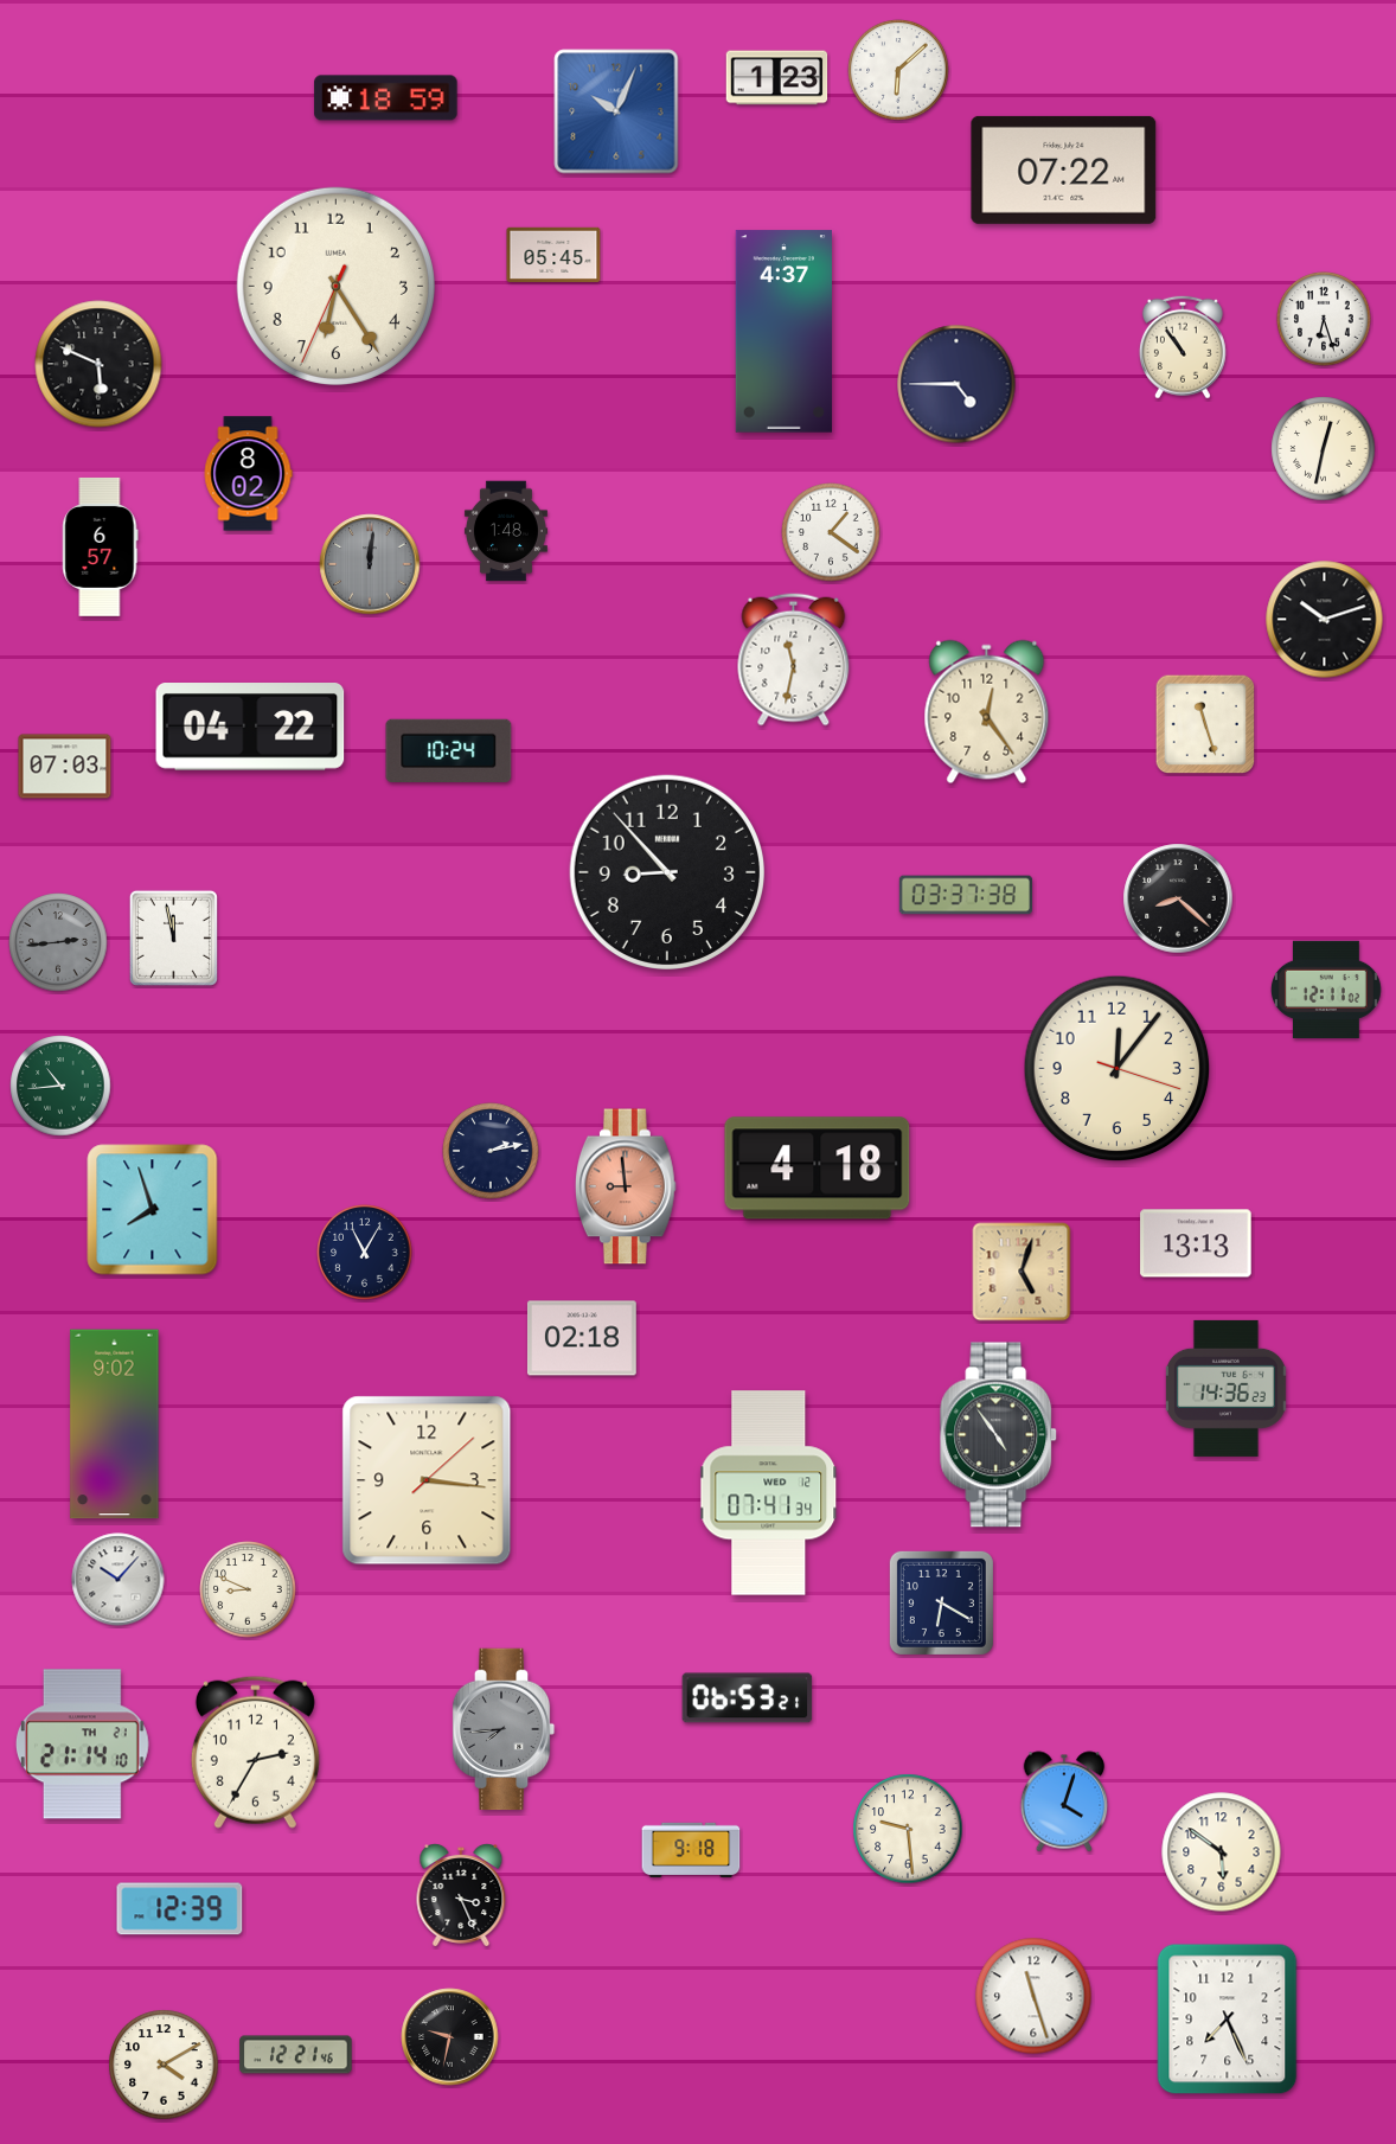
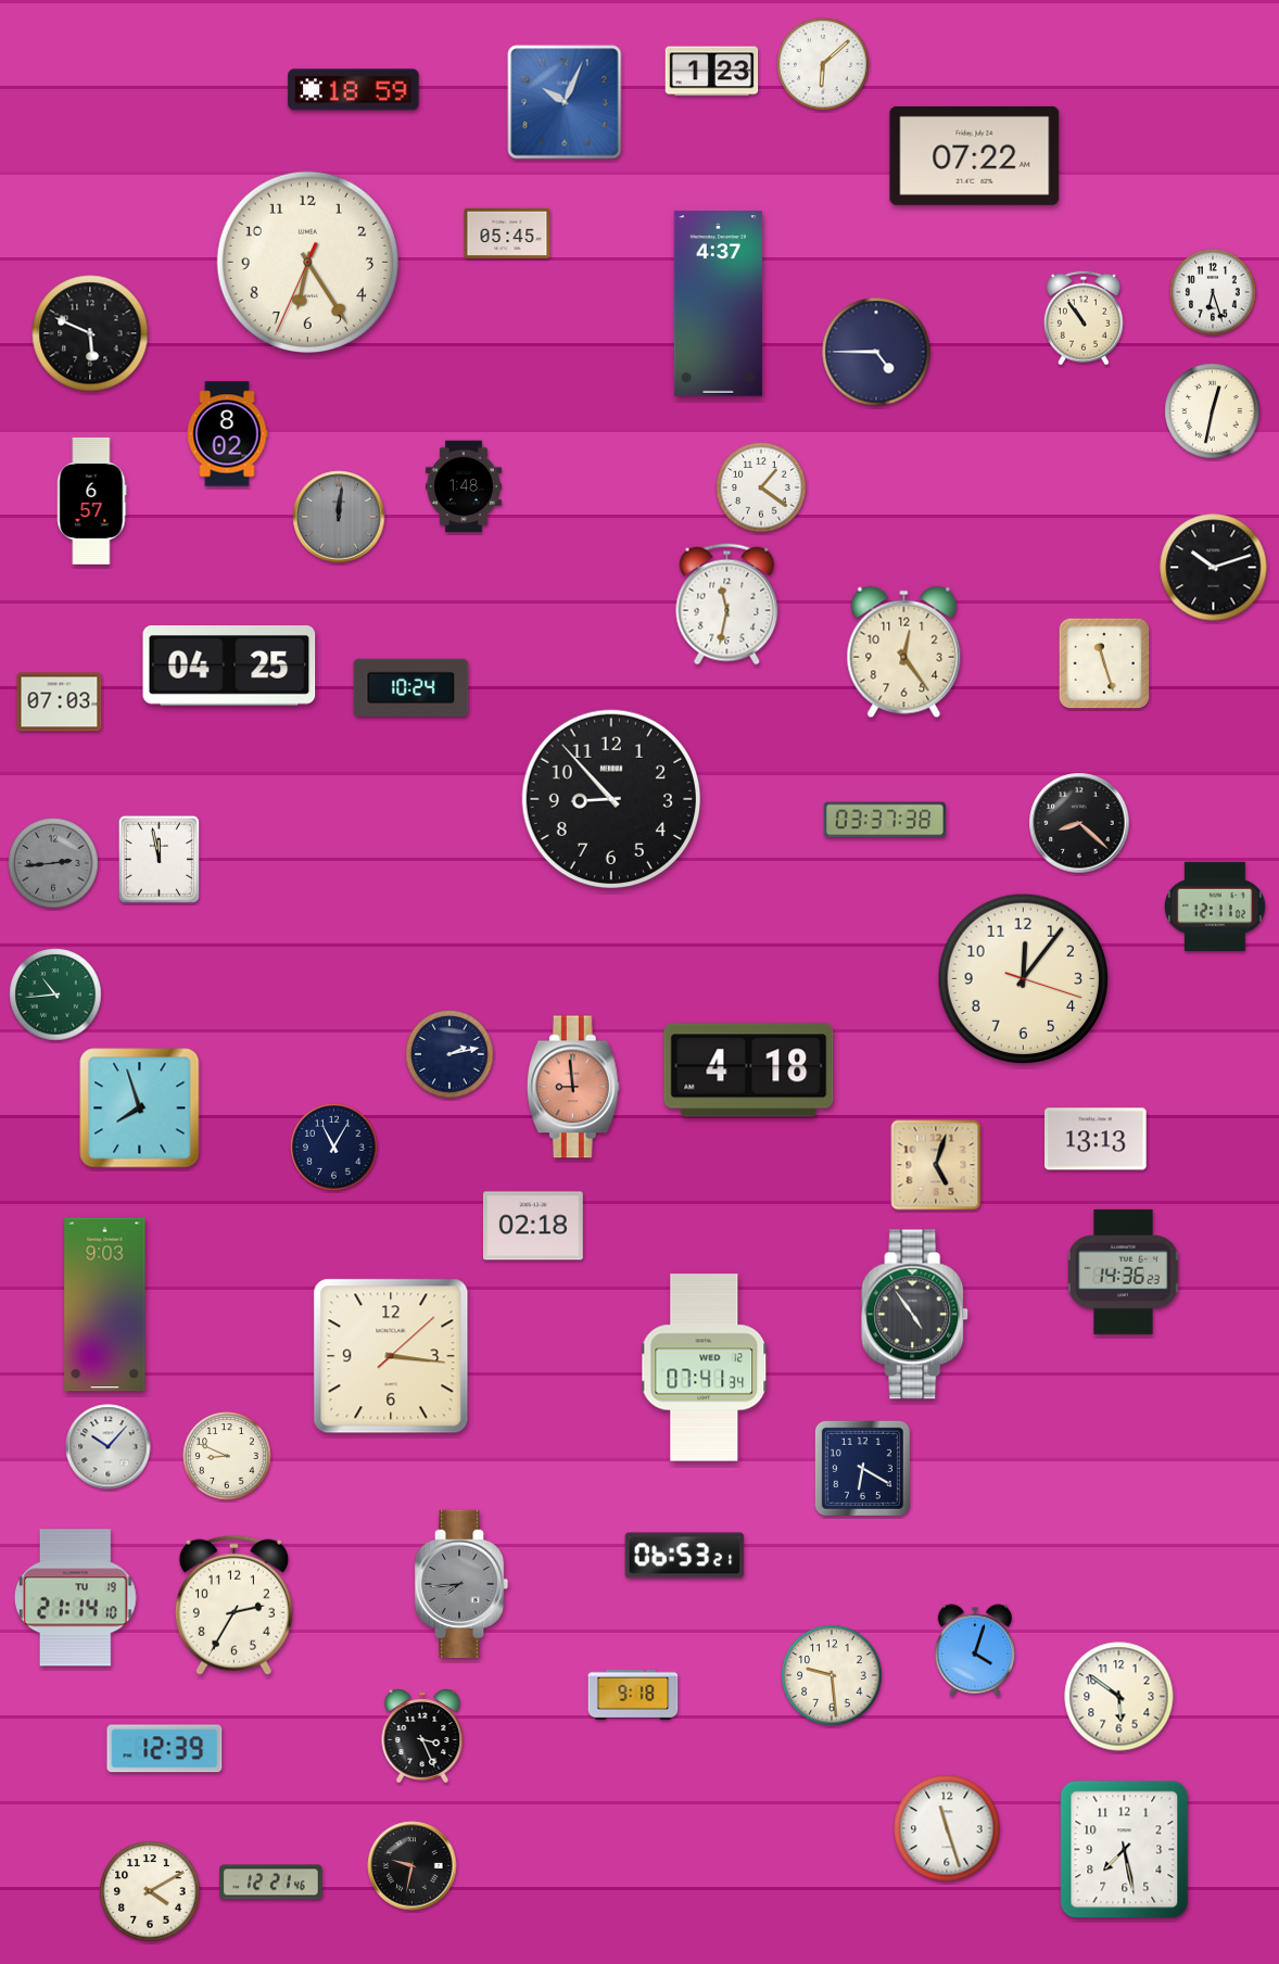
clock at (250, 728): 04:22 -> 04:25
clock at (115, 1425): 9:02 -> 9:03
clock at (82, 1745) date: TH 21 -> TU 19
clock at (1228, 2020): 7:26 -> 7:28
